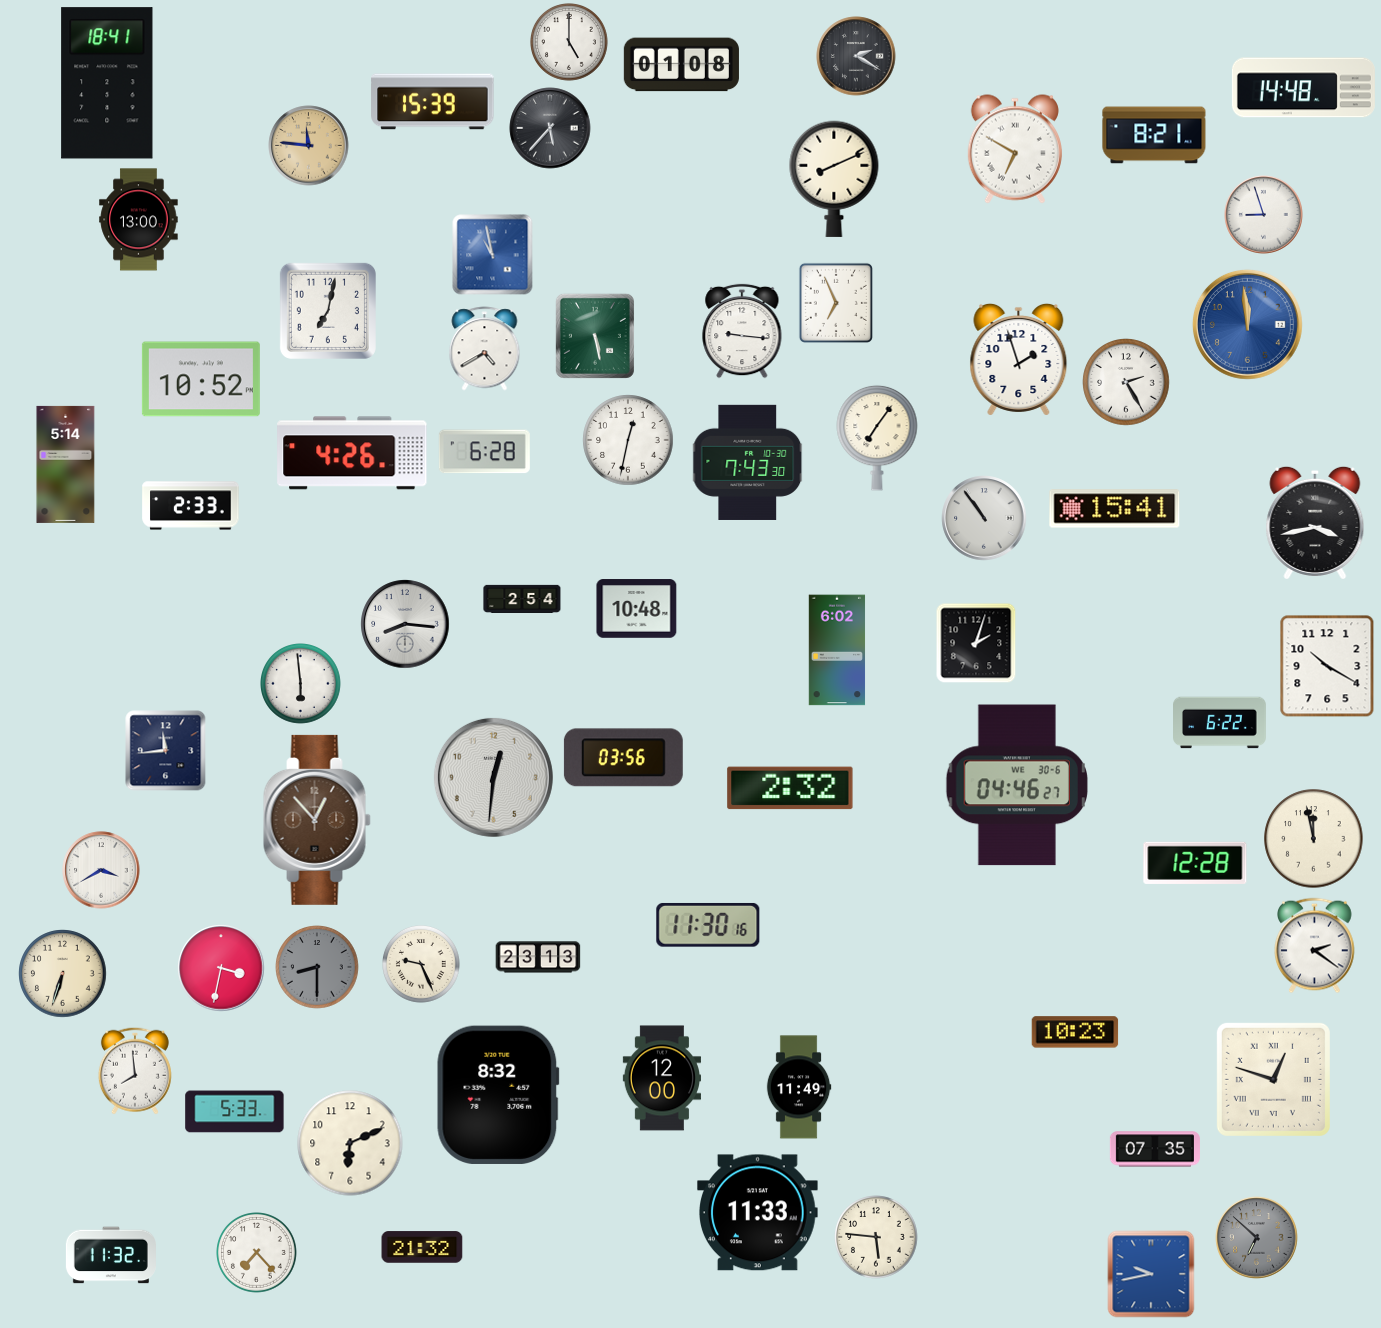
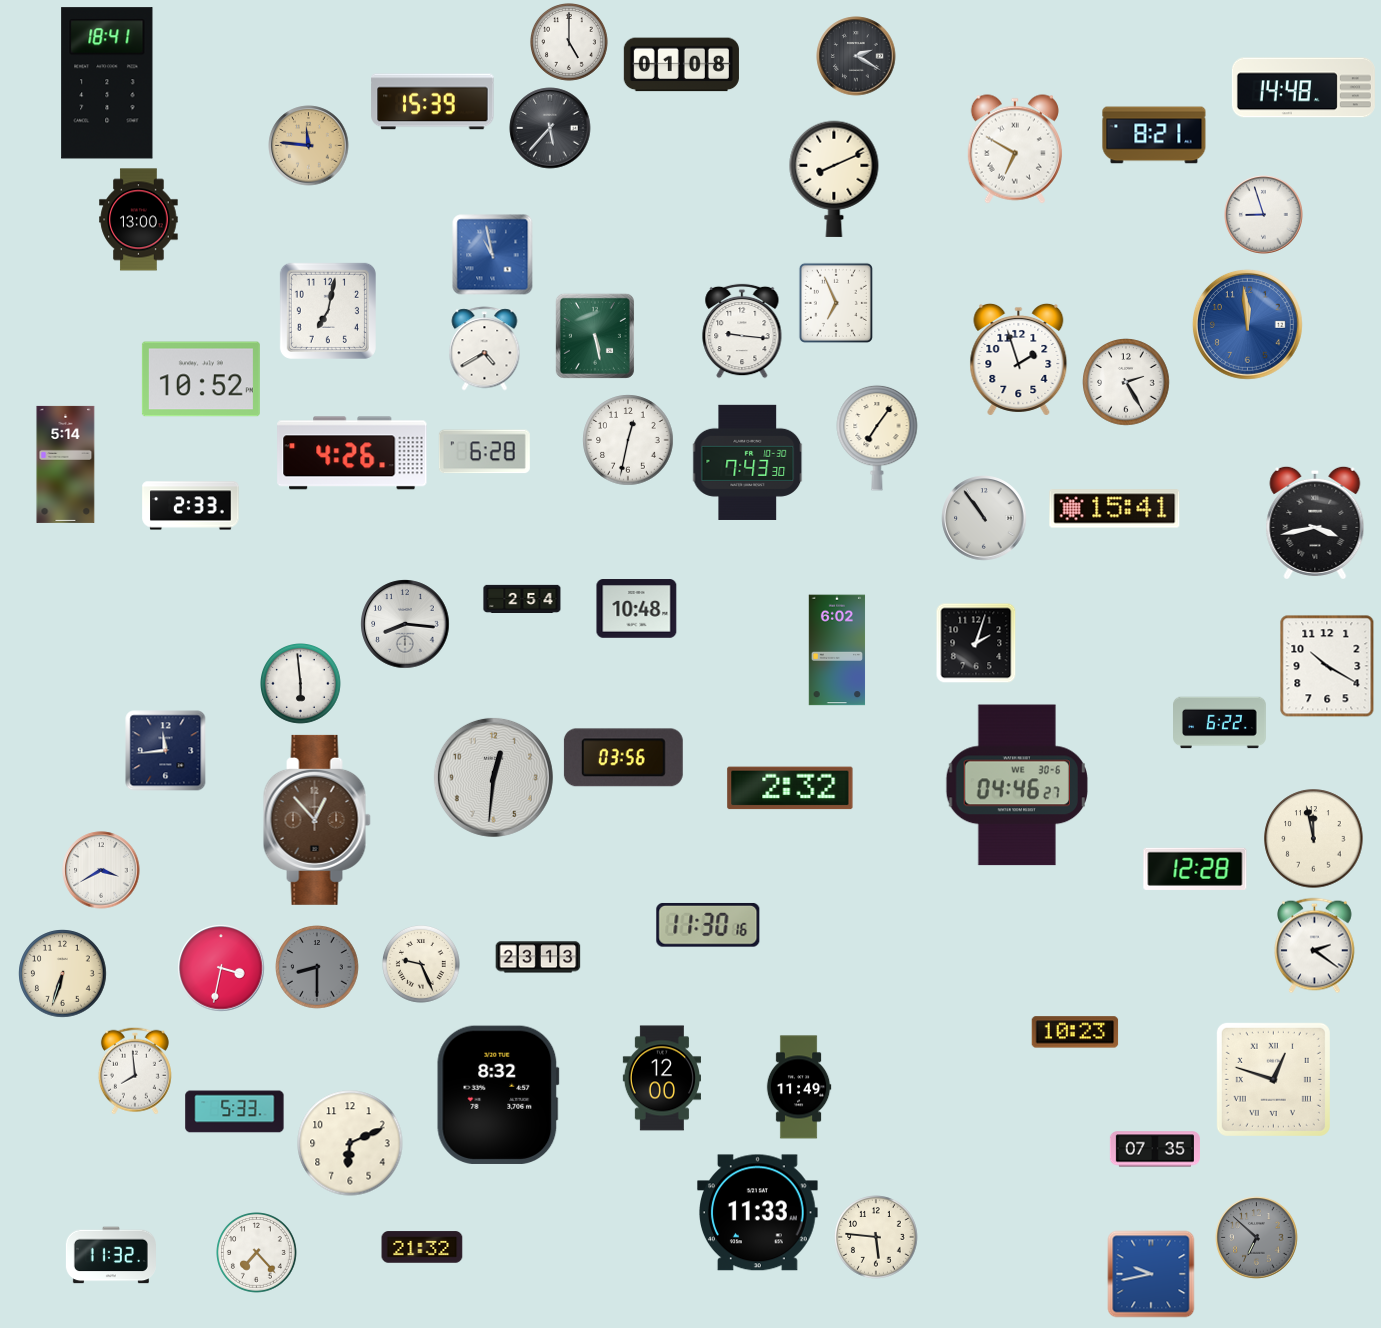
clock at (1195, 863) position: (1195, 863) -> (1195, 869)
